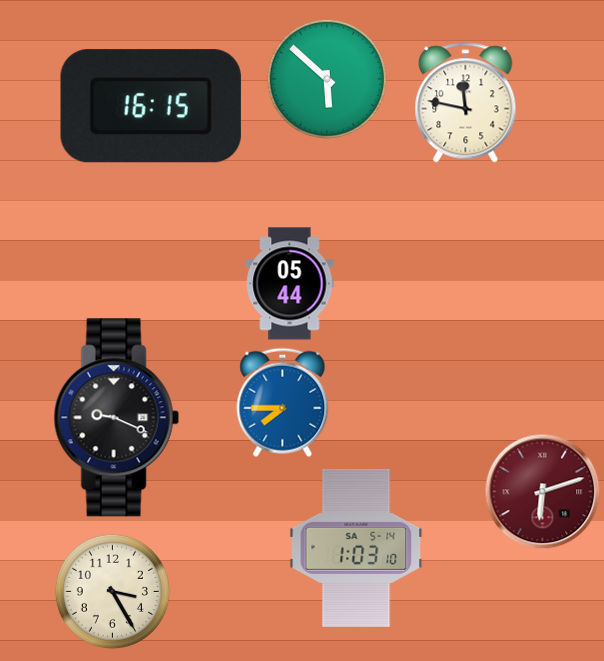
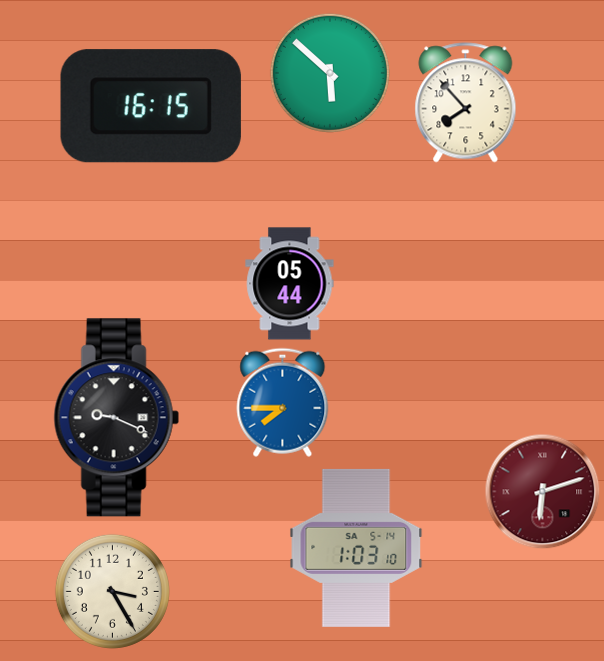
clock at (327, 79) position: (327, 79) -> (330, 73)
clock at (466, 103): 11:47 -> 7:53
